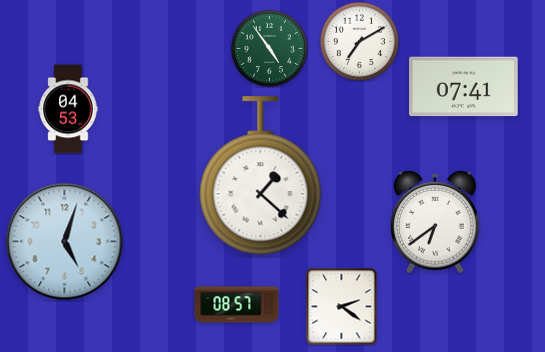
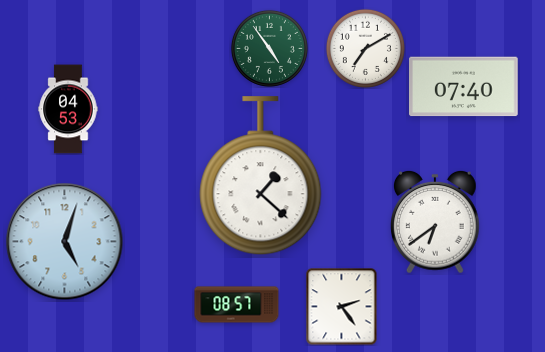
clock at (359, 41) position: (359, 41) -> (365, 48)
clock at (464, 87): 07:41 -> 07:40
clock at (342, 306): 2:21 -> 2:24
